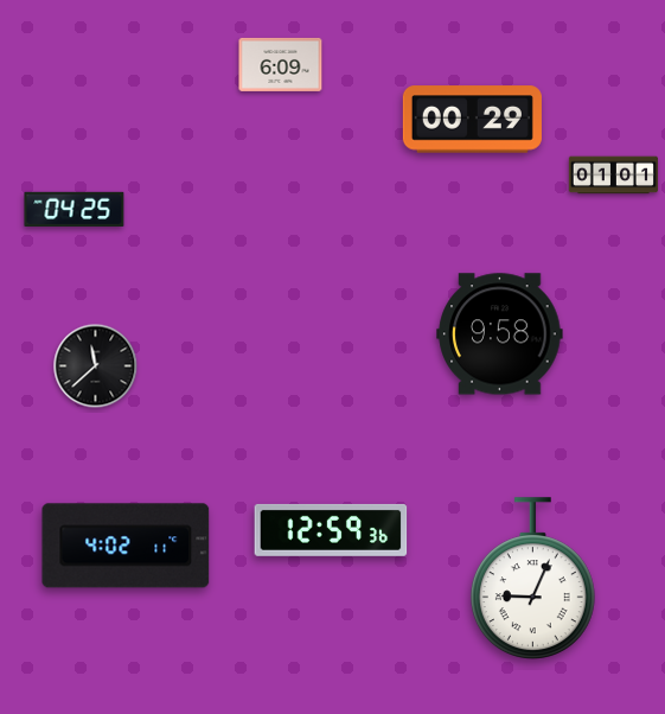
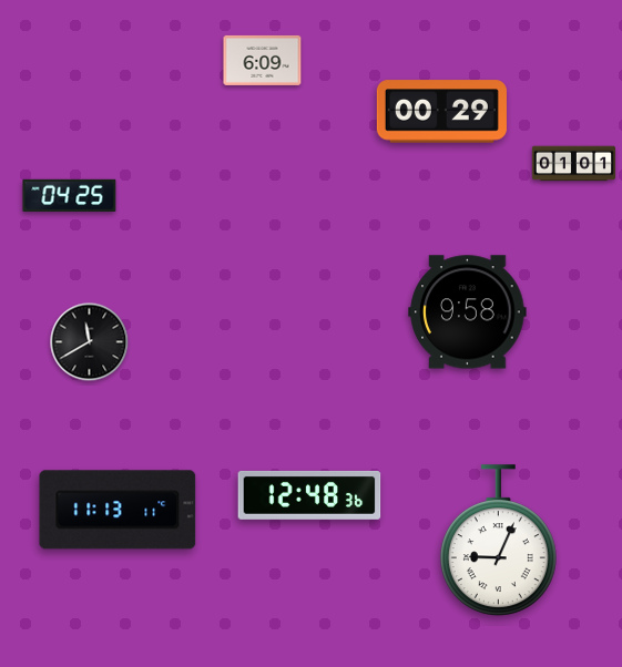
clock at (96, 366): 11:38 -> 11:40
clock at (331, 530): 12:59 -> 12:48
clock at (126, 546): 4:02 -> 11:13
